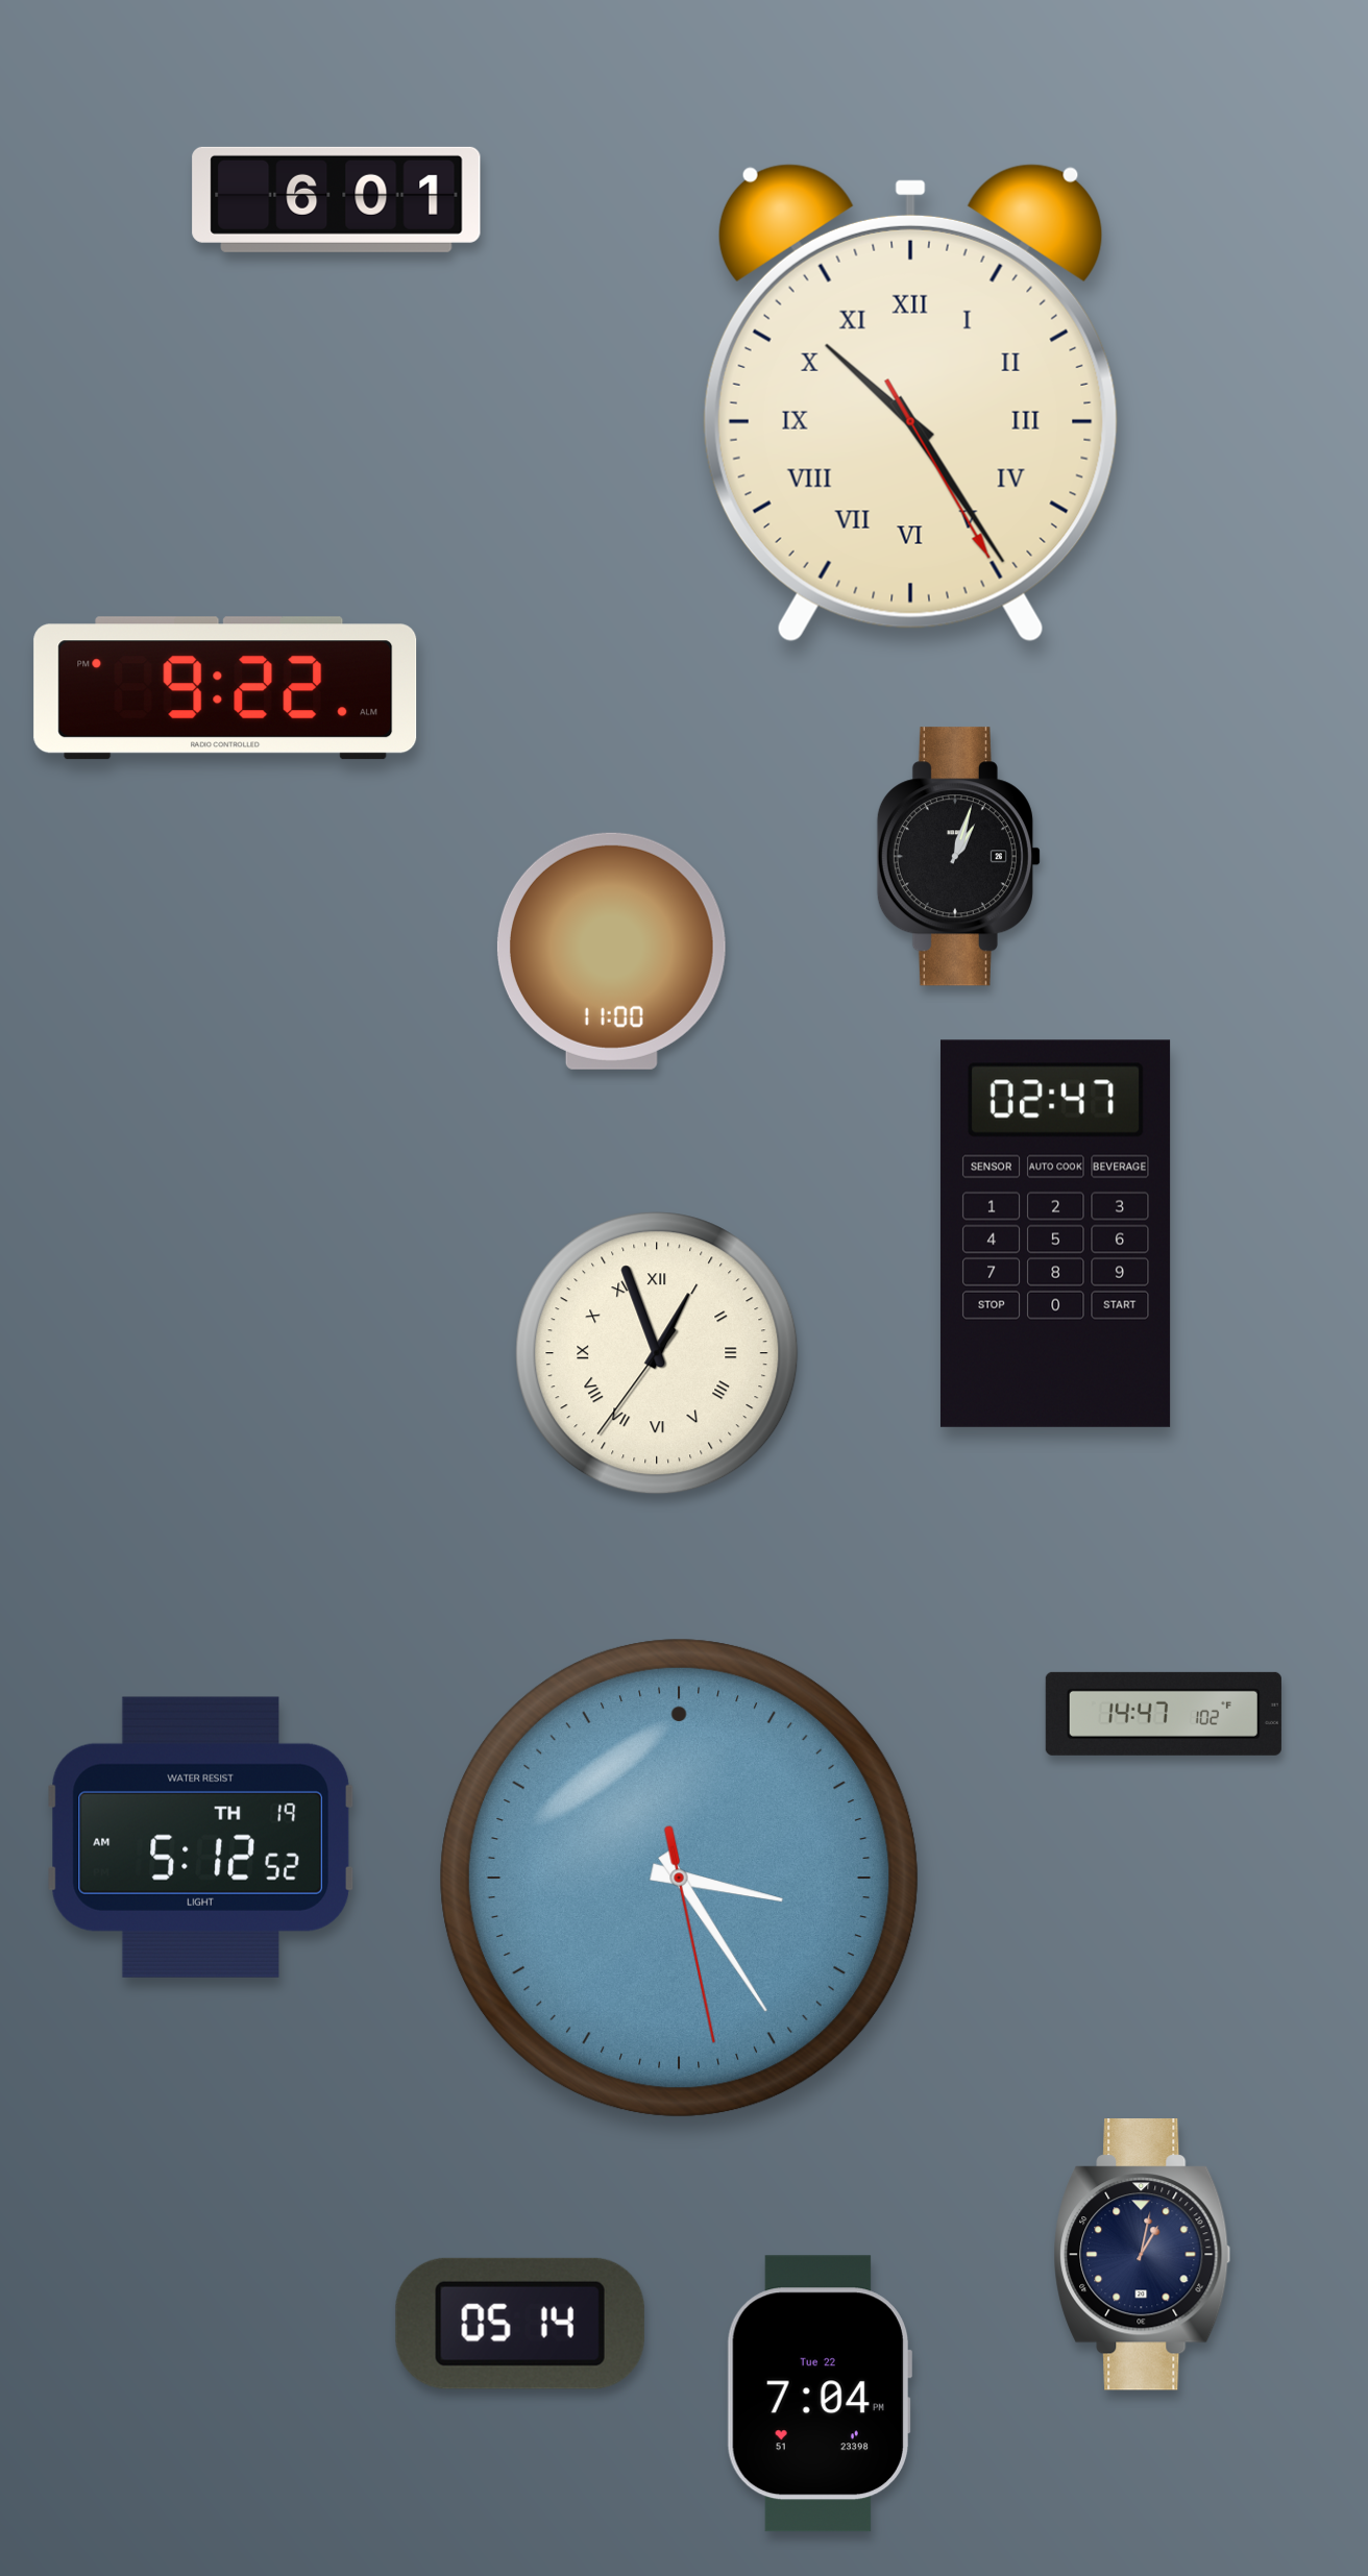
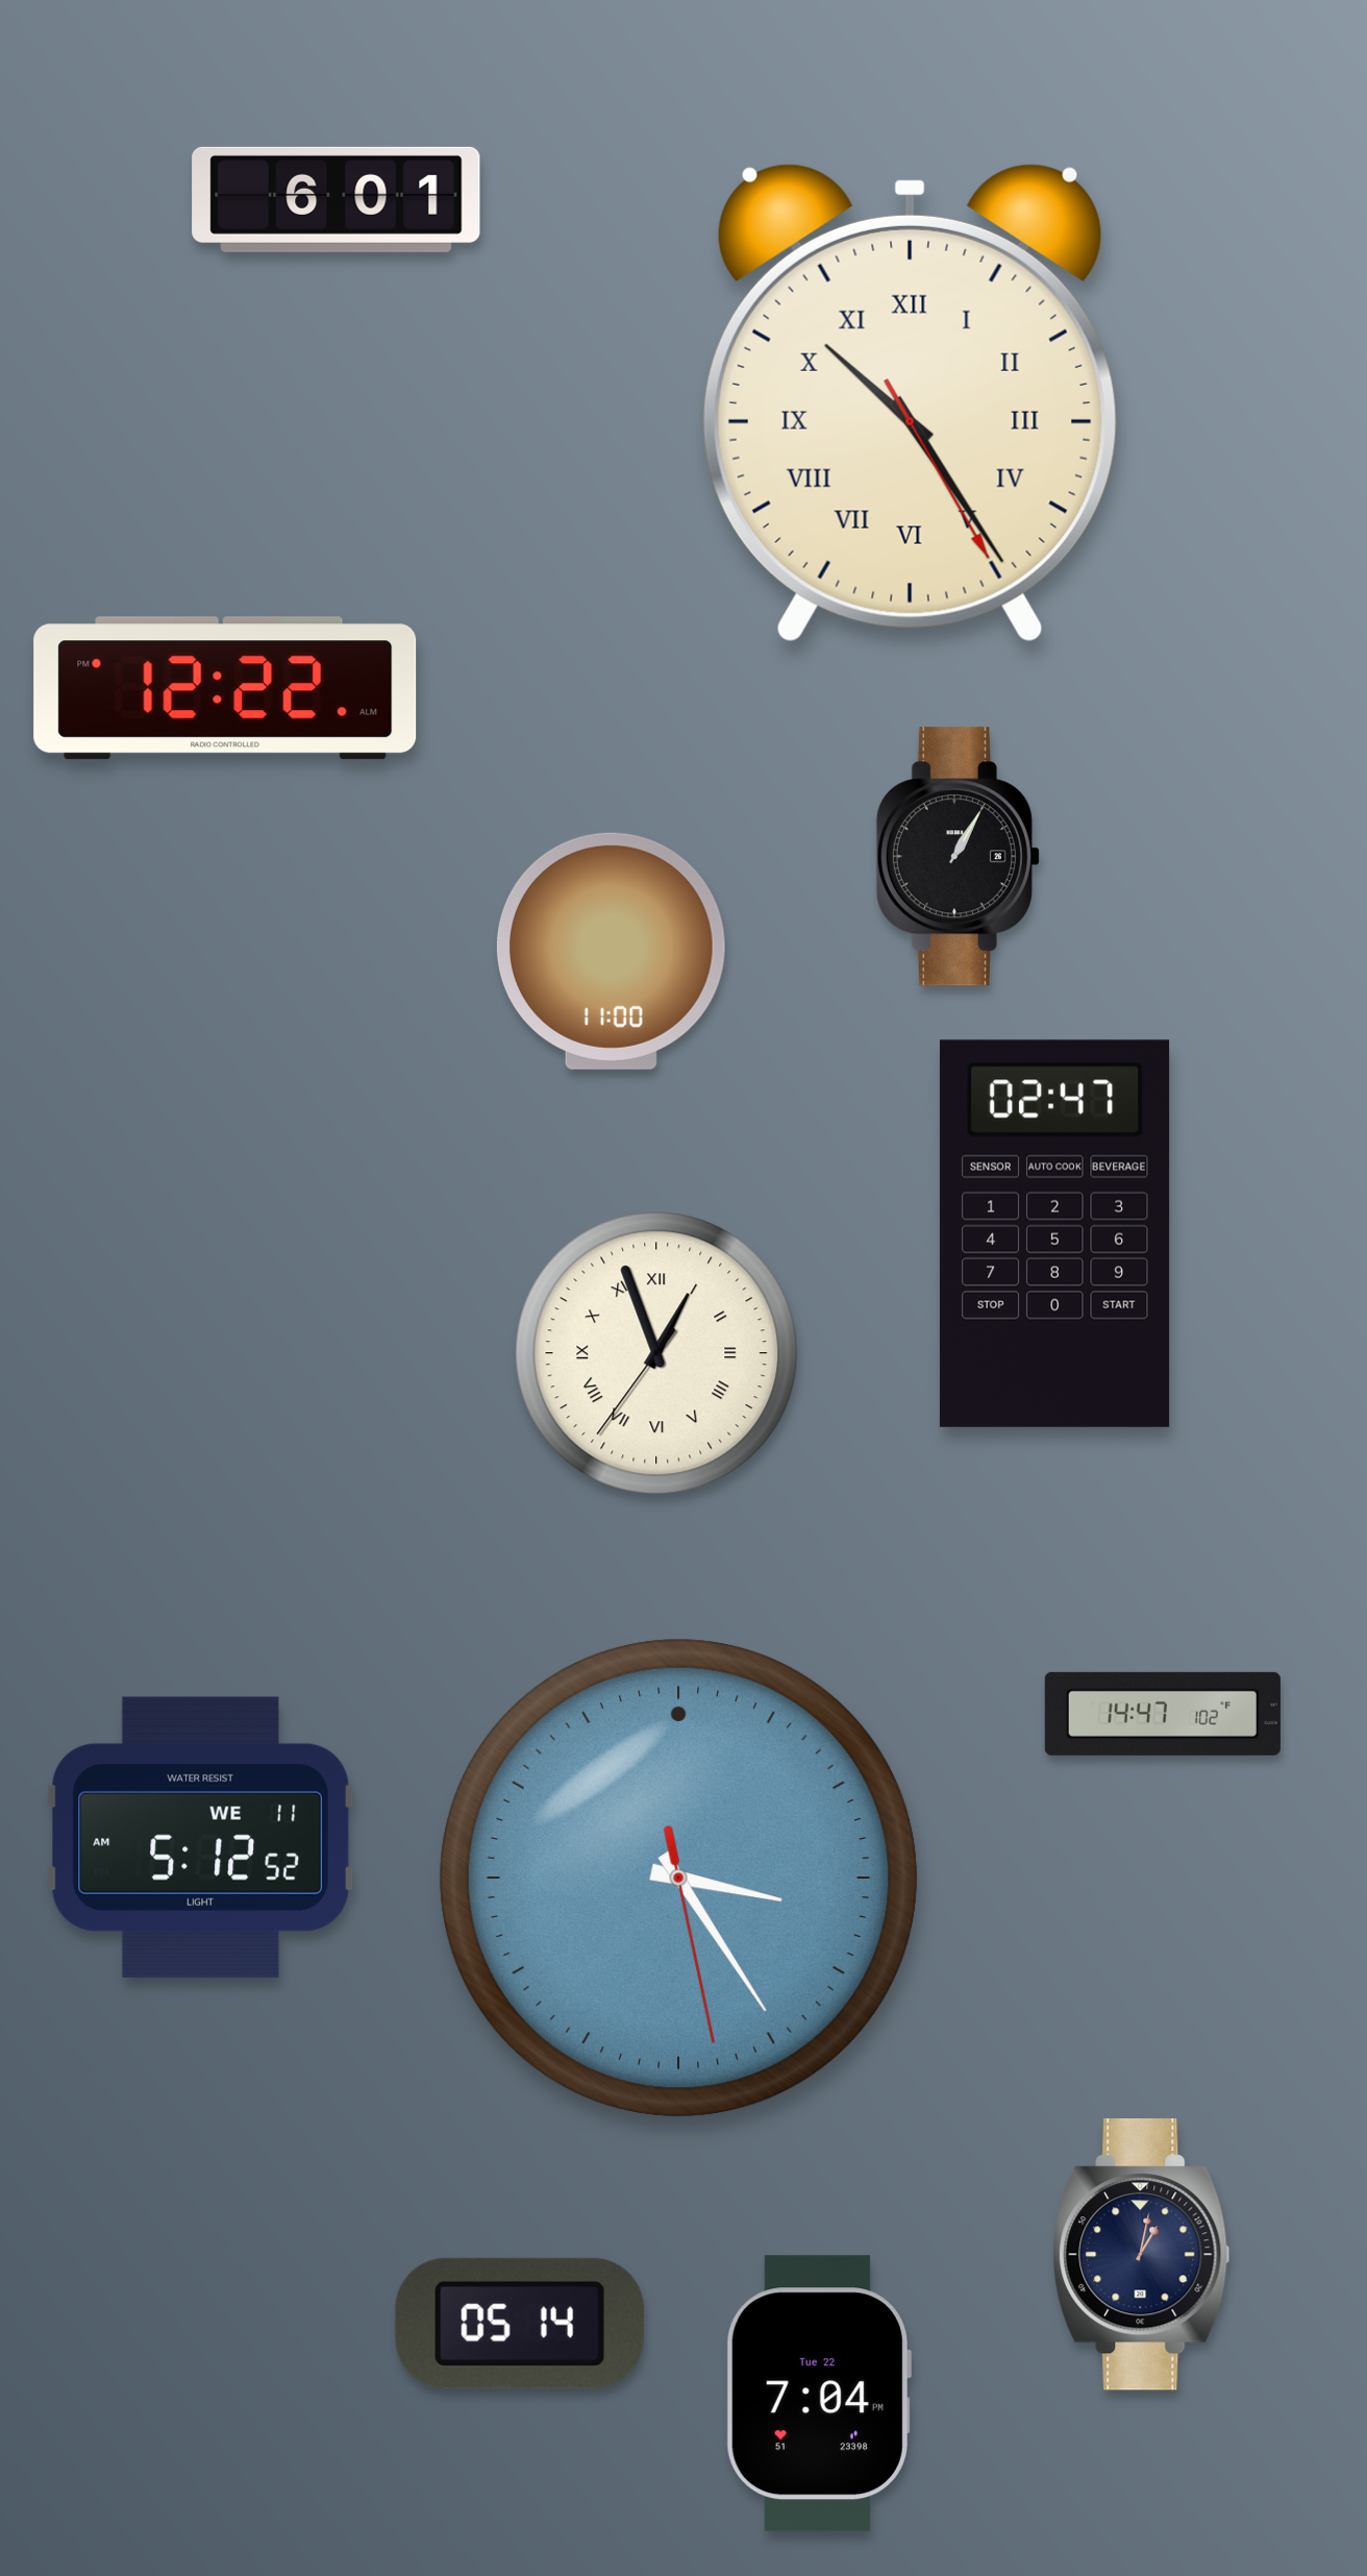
clock at (225, 688): 9:22 -> 12:22
clock at (958, 857): 1:03 -> 1:05
clock at (200, 1837) date: TH 19 -> WE 11
